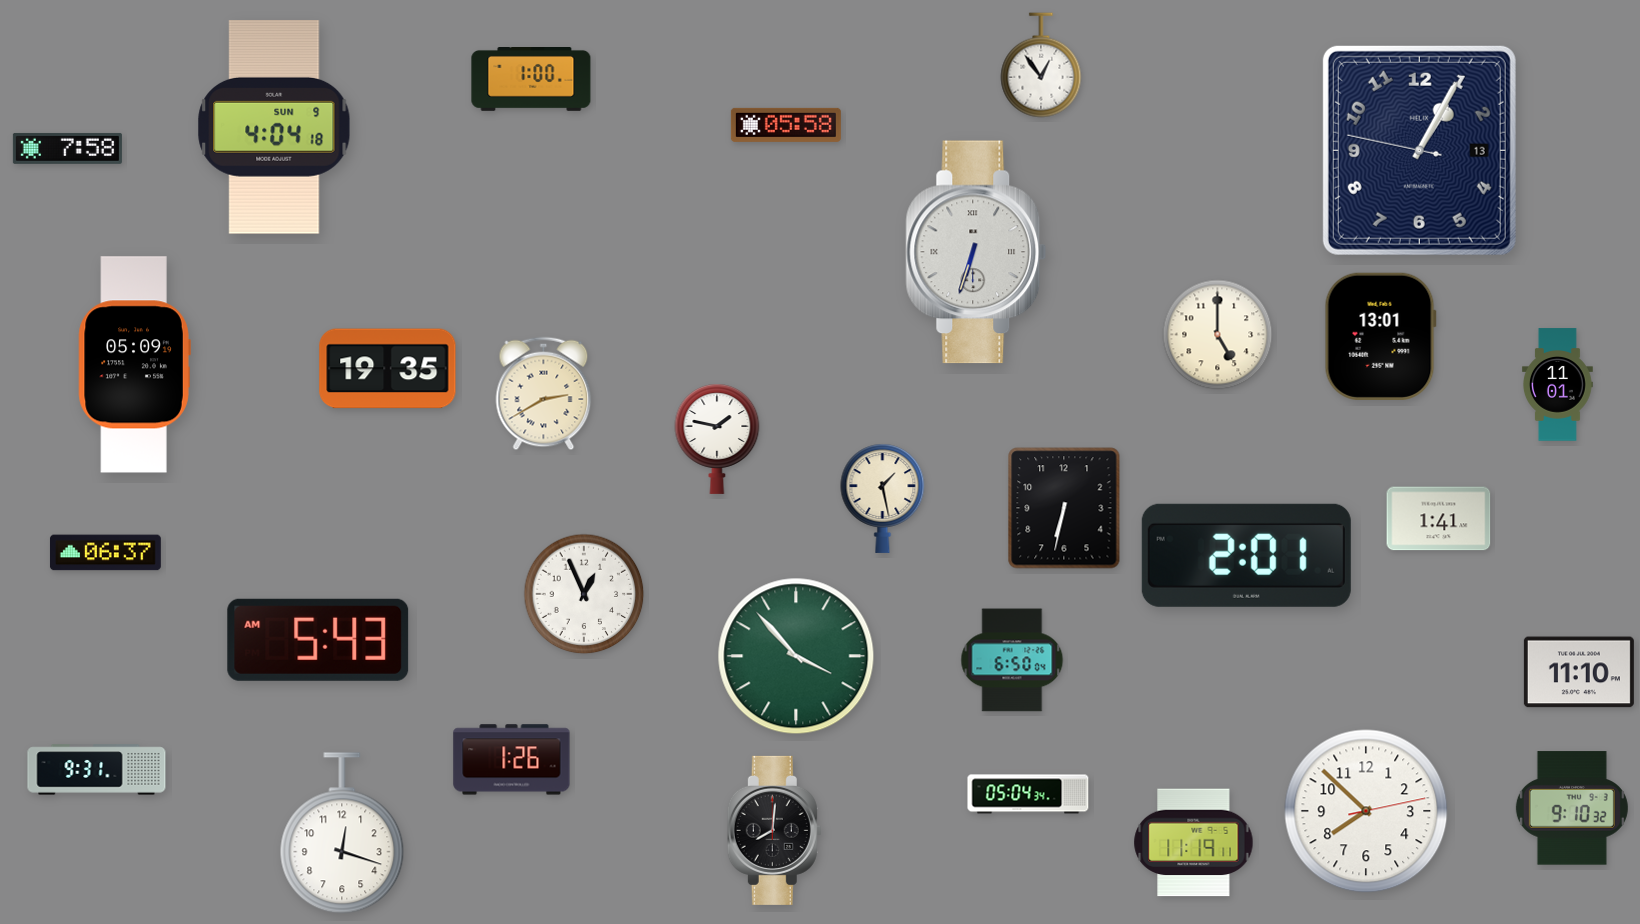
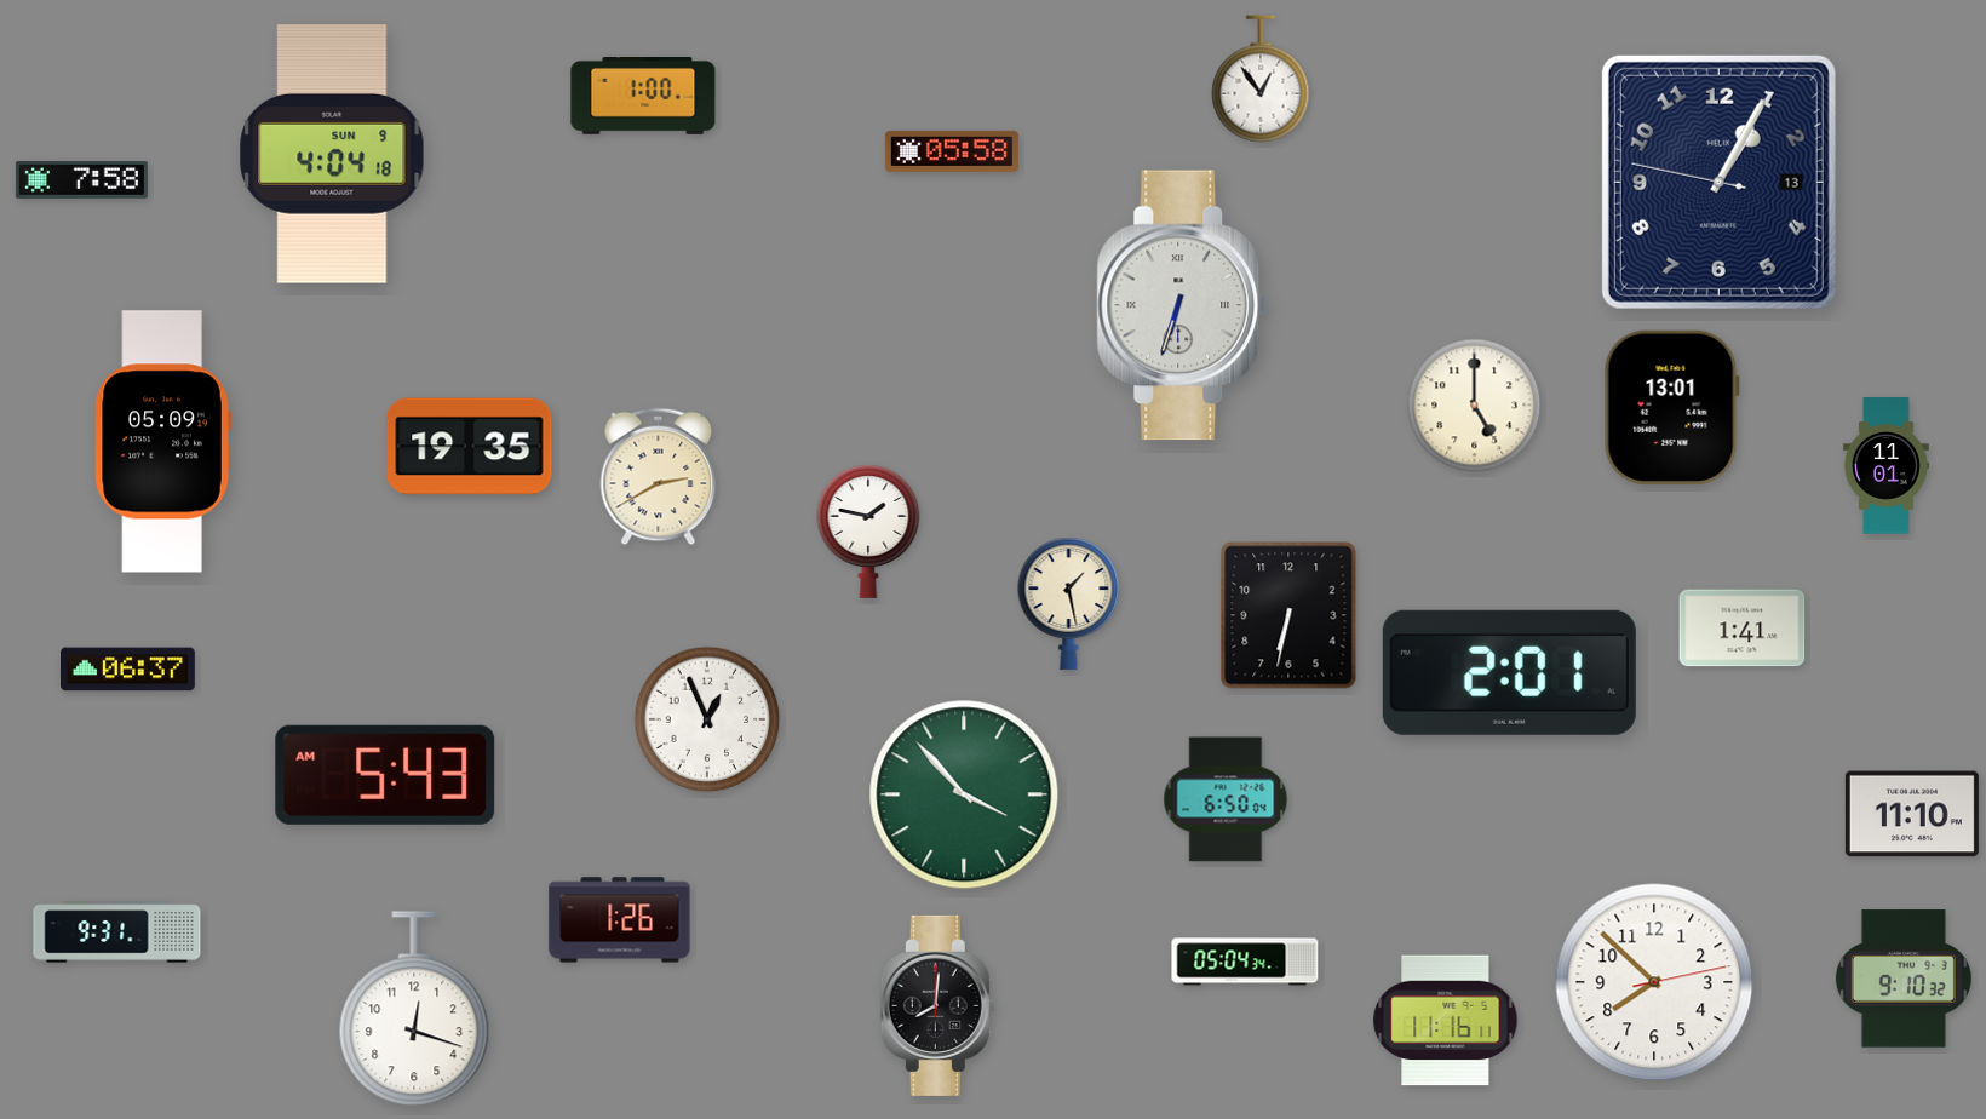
clock at (1194, 843): 11:19 -> 11:16
